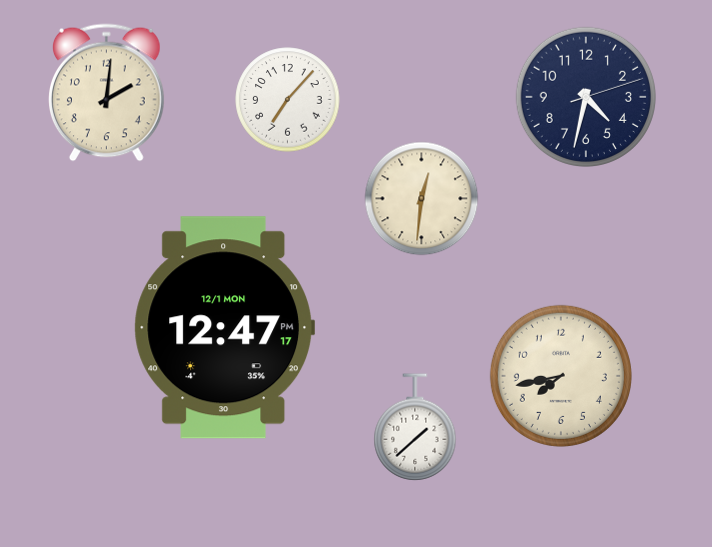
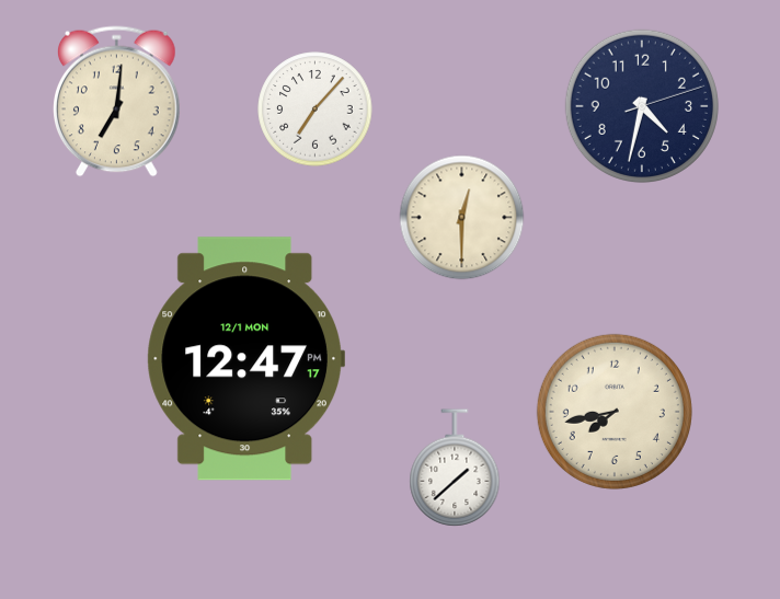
clock at (107, 93): 2:01 -> 7:01
clock at (422, 199): 12:31 -> 12:30
